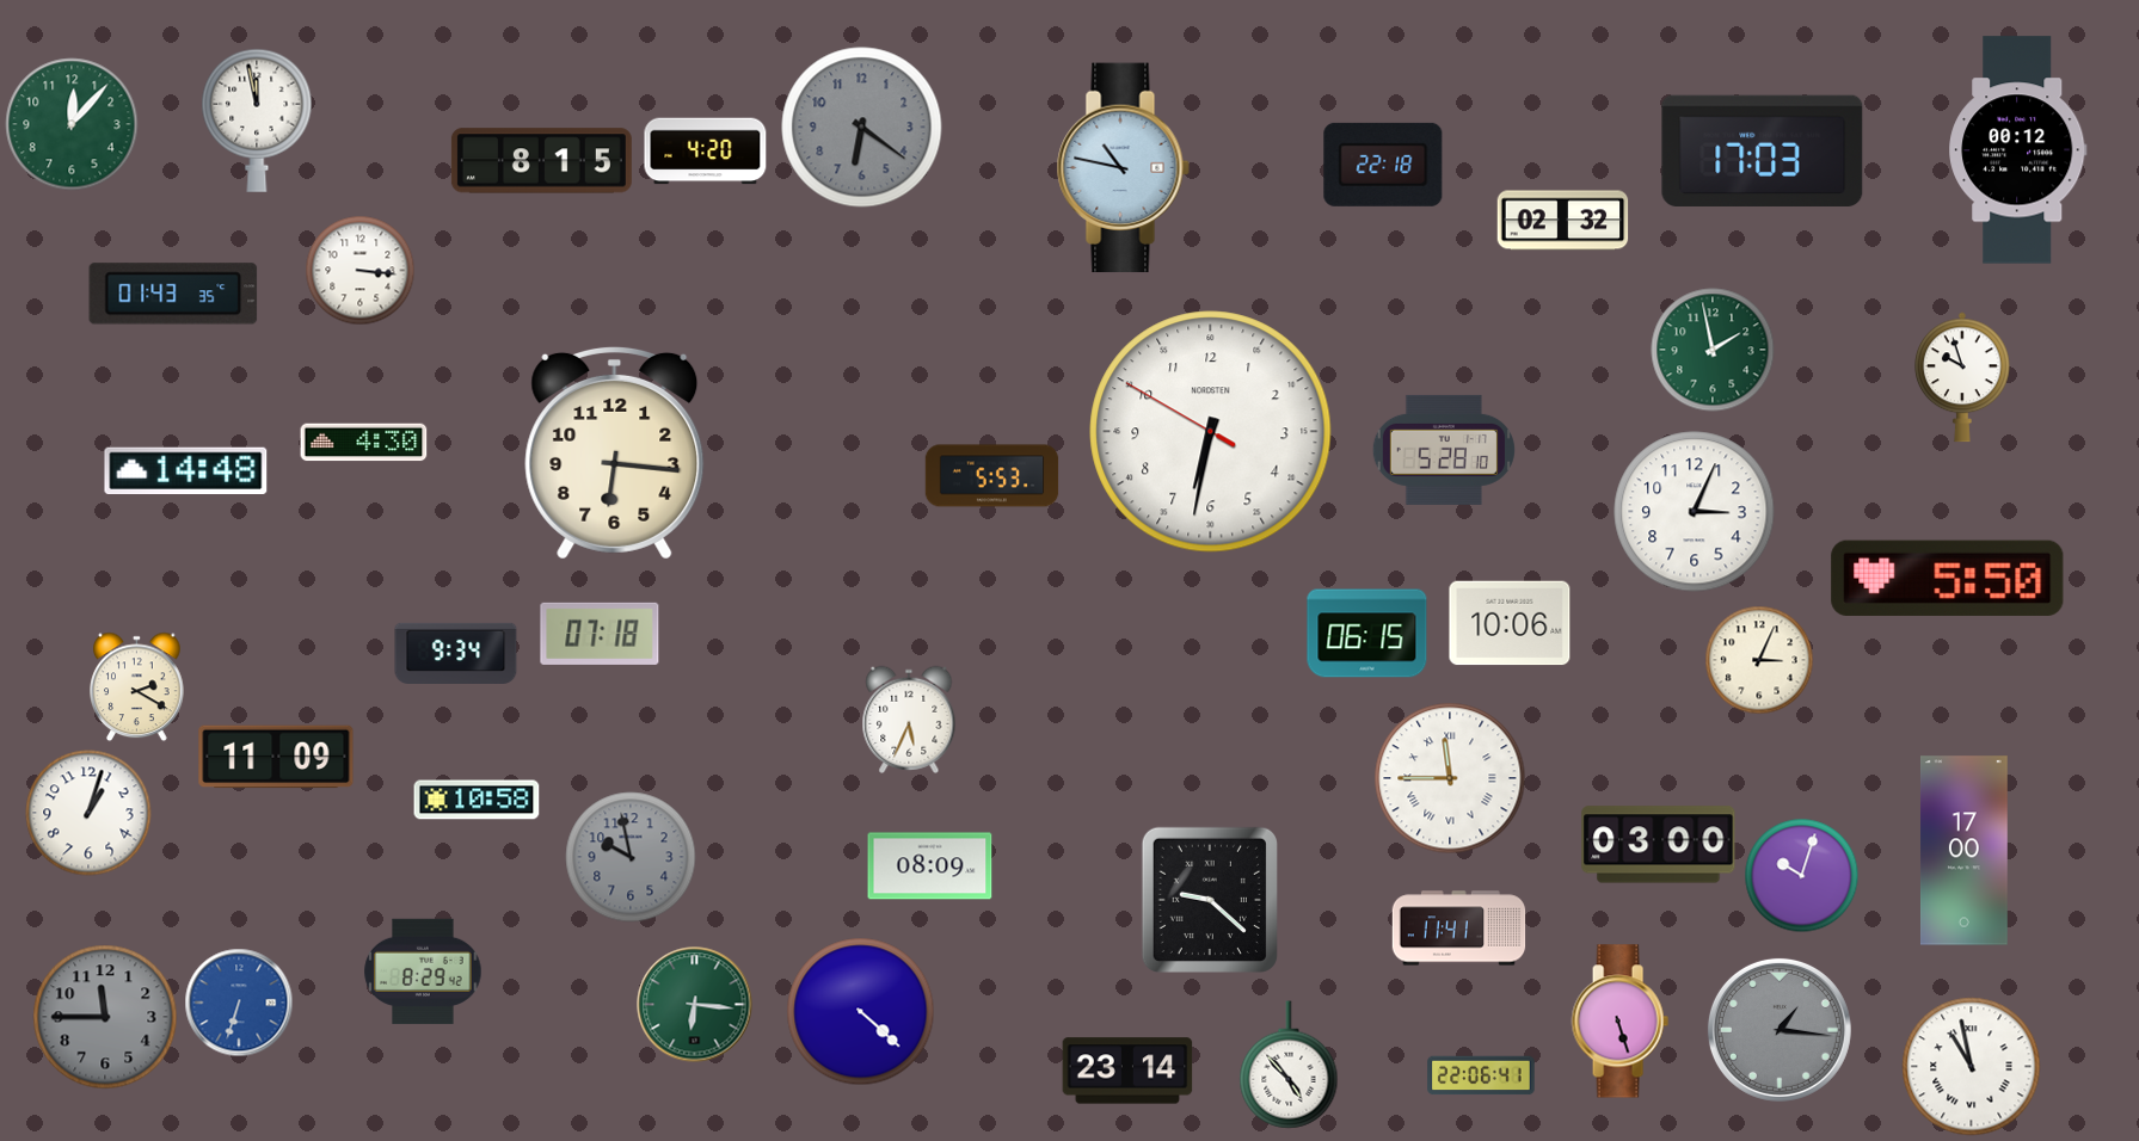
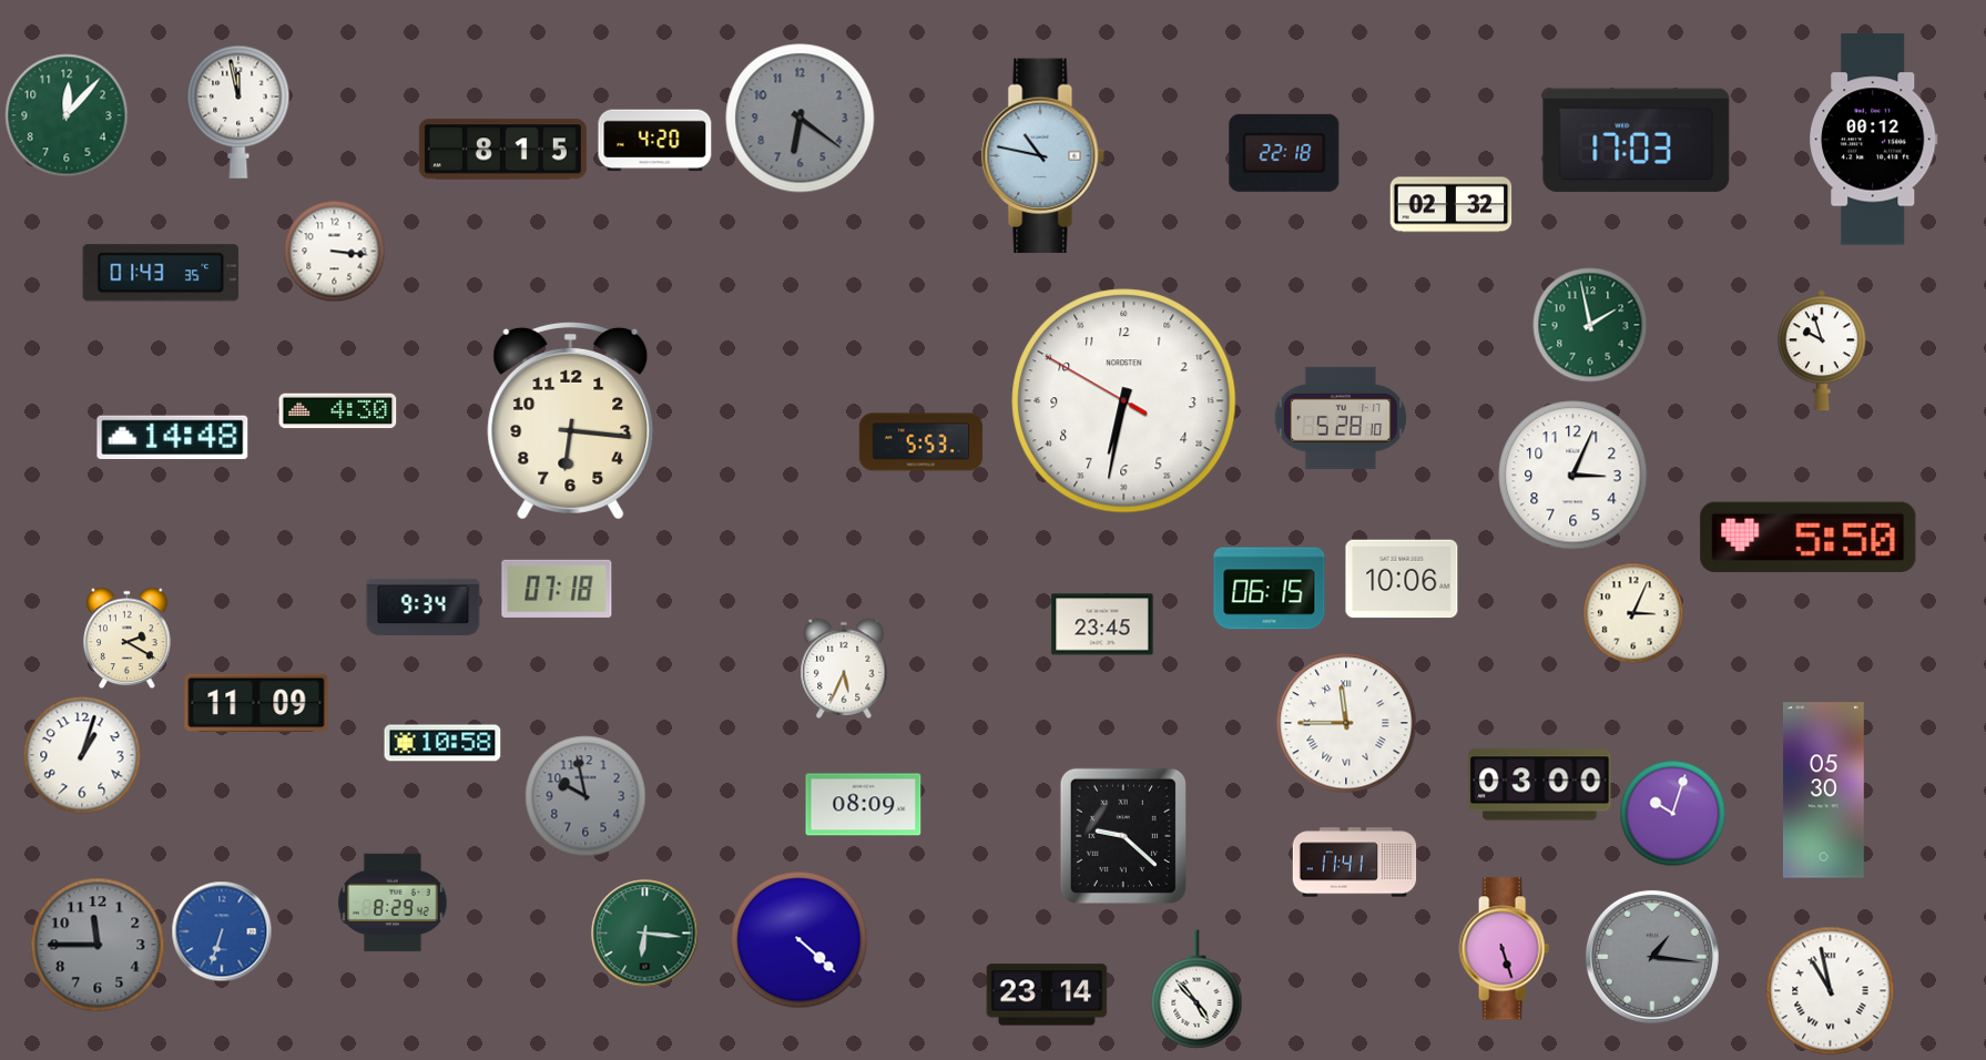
clock at (1102, 624): none -> 23:45
clock at (1965, 851): 17:00 -> 05:30
clock at (1481, 1075): 22:06 -> none
